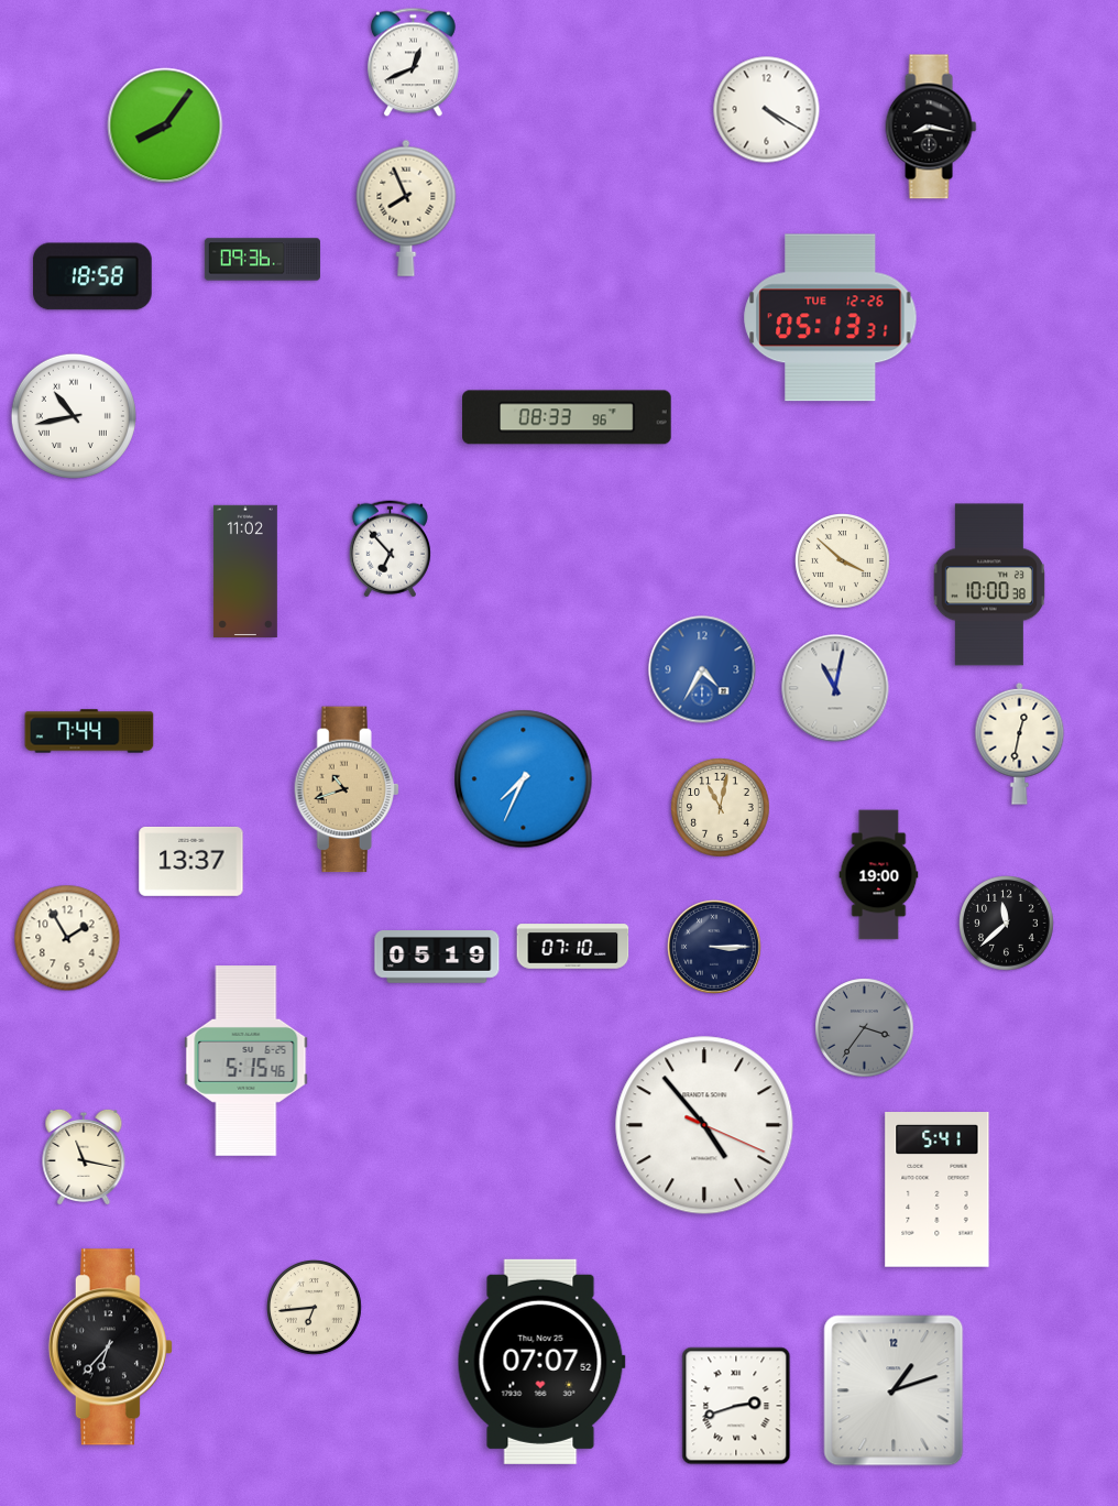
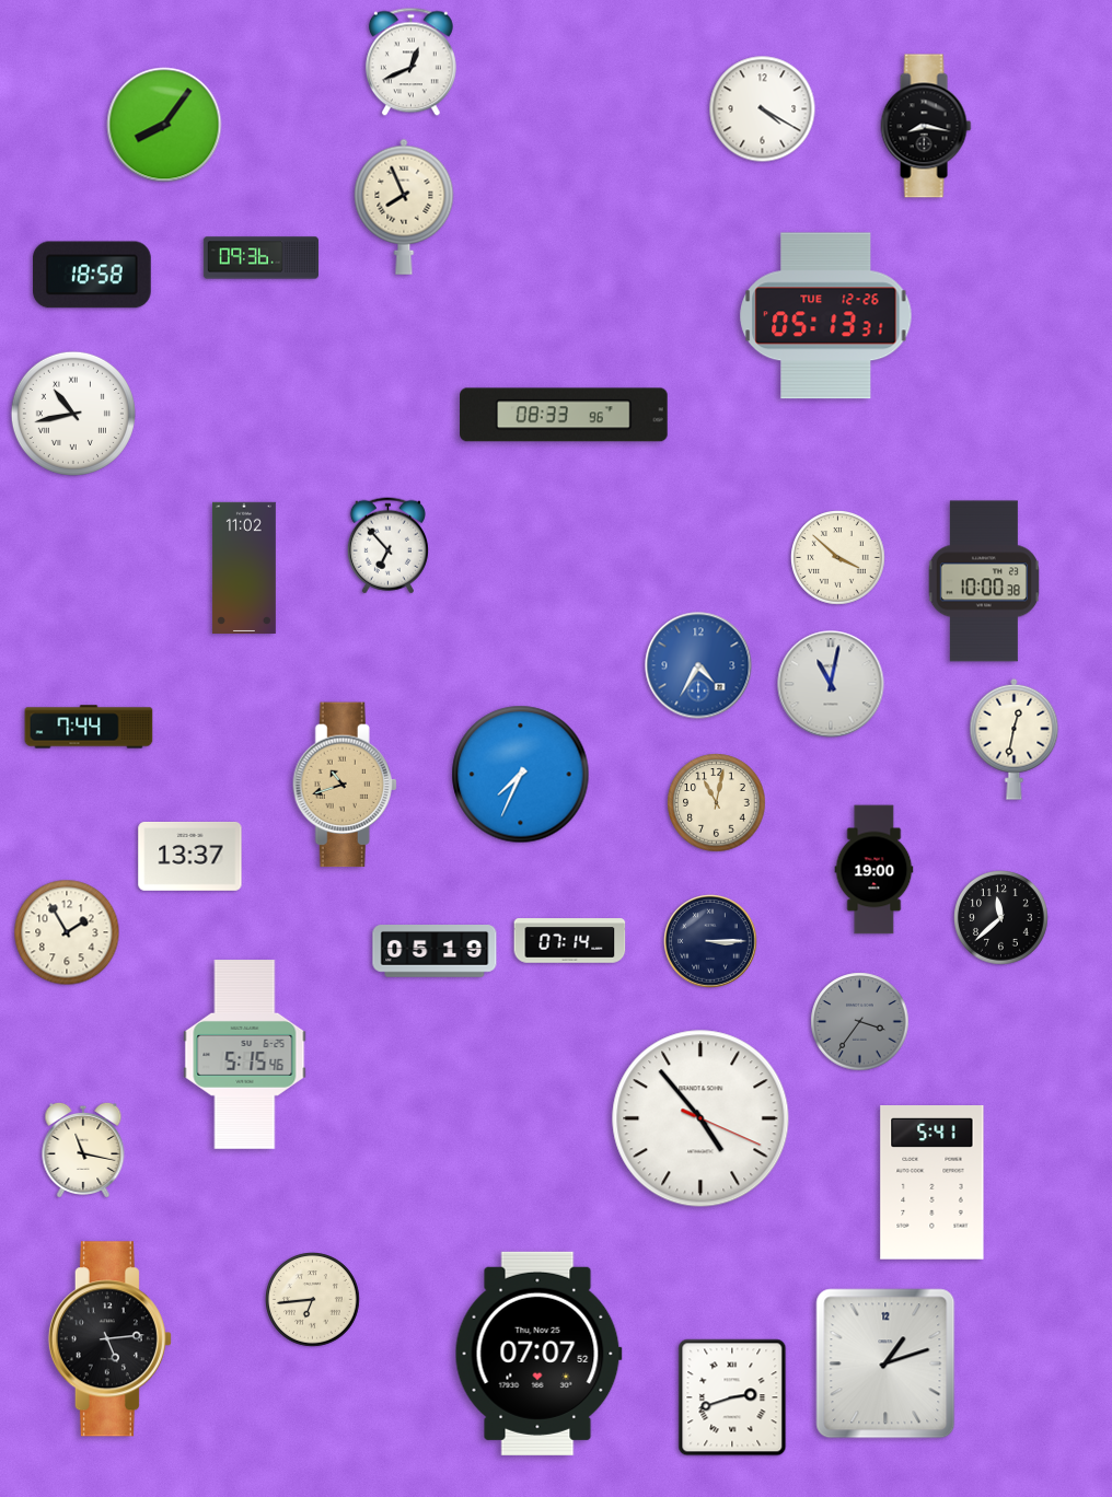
clock at (573, 947): 07:10 -> 07:14
clock at (110, 1347): 6:37 -> 5:14
clock at (894, 1390) position: (894, 1390) -> (885, 1363)
